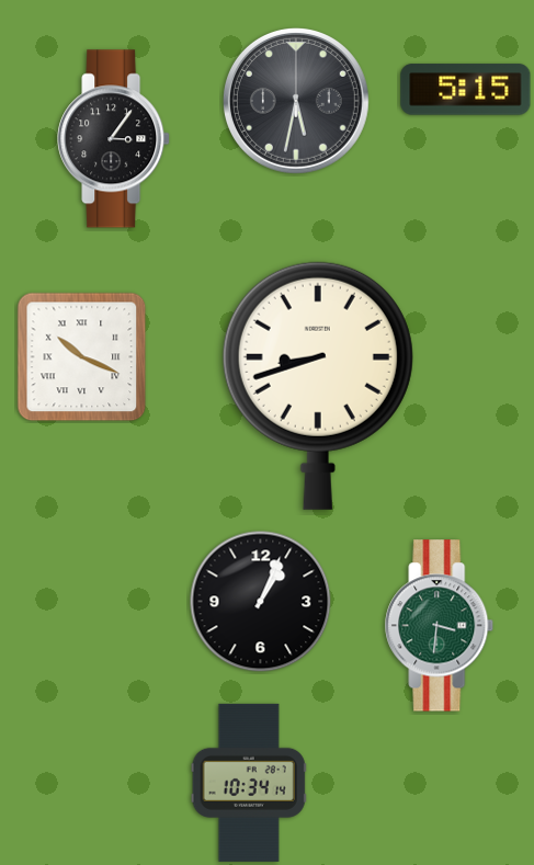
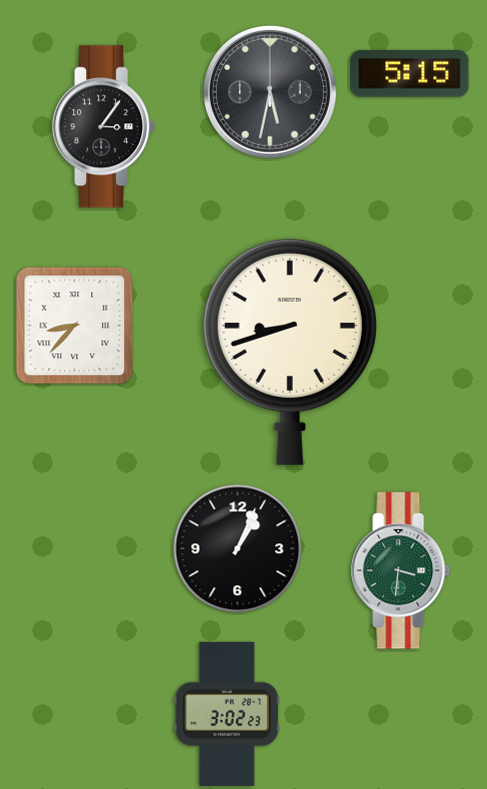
clock at (466, 90) position: (466, 90) -> (410, 74)
clock at (82, 357): 10:19 -> 8:37
clock at (249, 783): 10:34 -> 3:02
